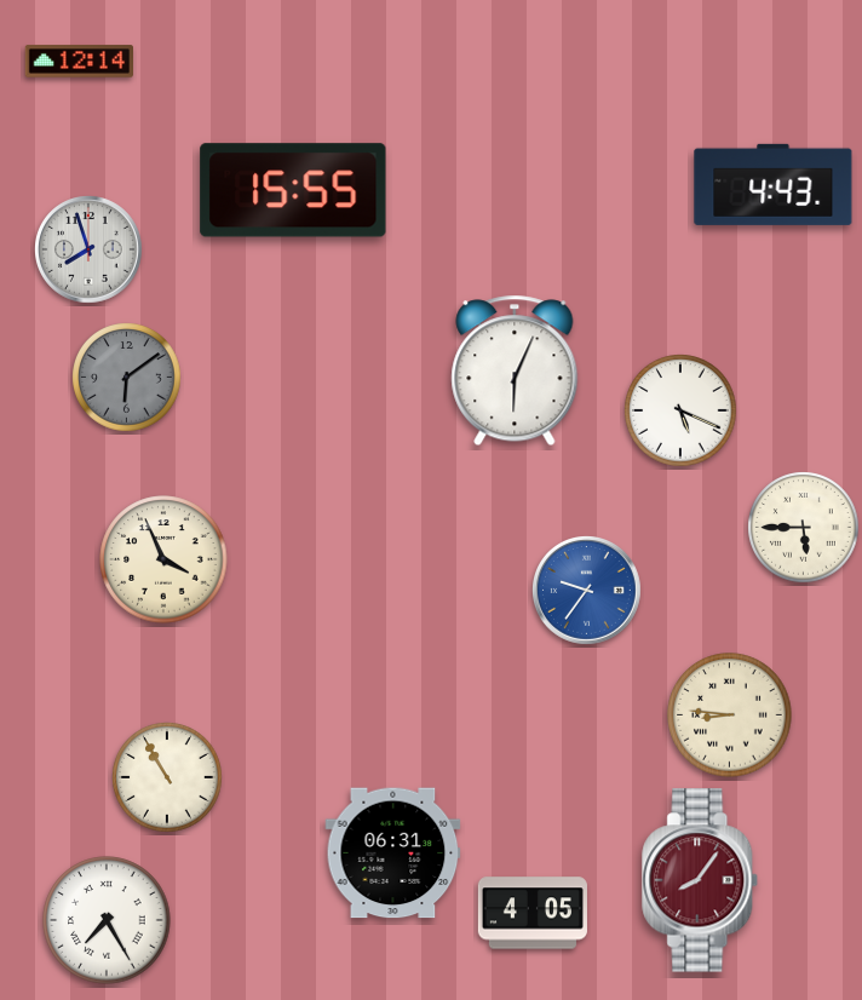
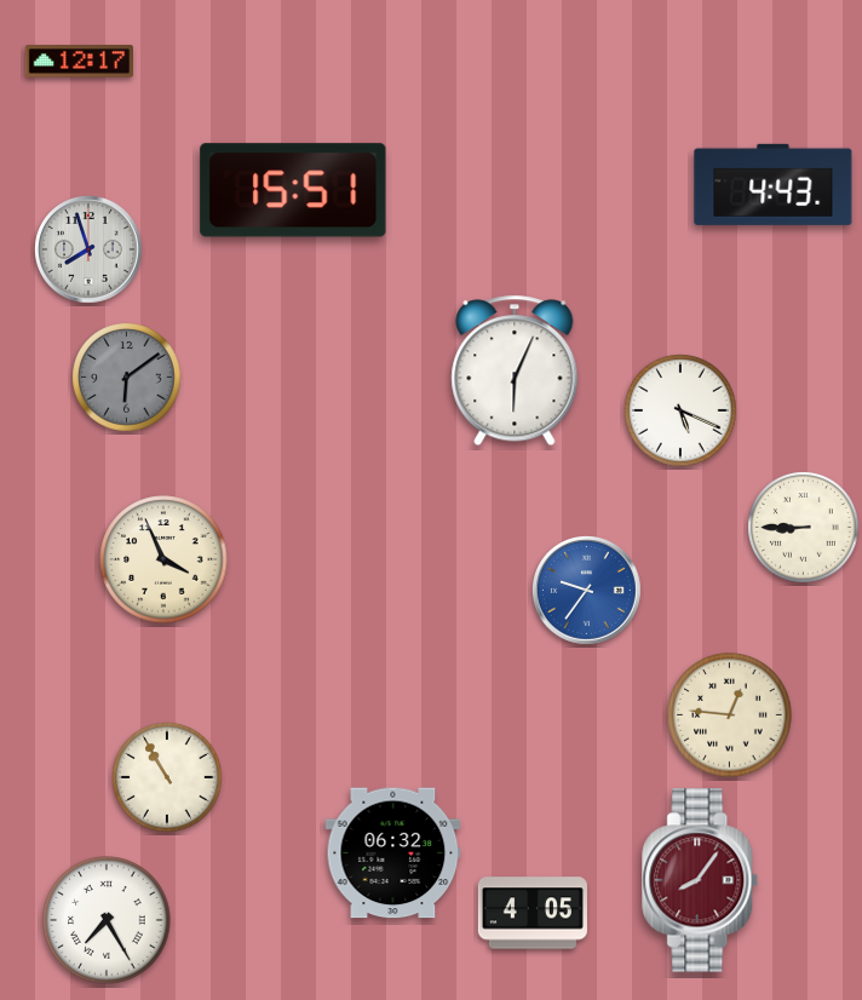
clock at (79, 62): 12:14 -> 12:17
clock at (293, 190): 15:55 -> 15:51
clock at (804, 528): 5:45 -> 8:45
clock at (730, 715): 8:46 -> 12:46
clock at (393, 854): 06:31 -> 06:32
